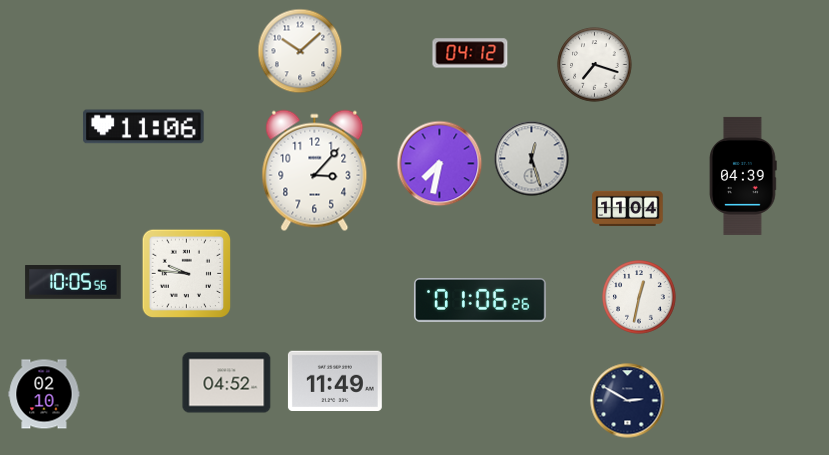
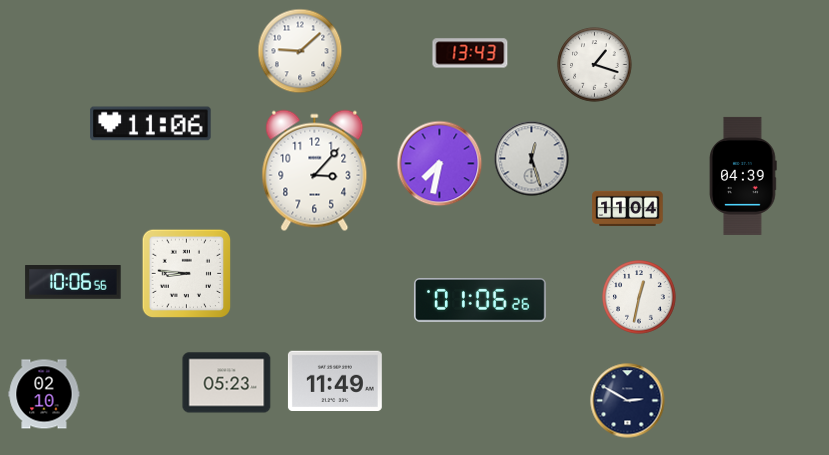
clock at (300, 51): 10:08 -> 9:08
clock at (470, 53): 04:12 -> 13:43
clock at (595, 65): 7:18 -> 1:18
clock at (144, 127) position: (144, 127) -> (151, 124)
clock at (187, 274): 9:46 -> 8:46
clock at (73, 283): 10:05 -> 10:06
clock at (227, 383): 04:52 -> 05:23
